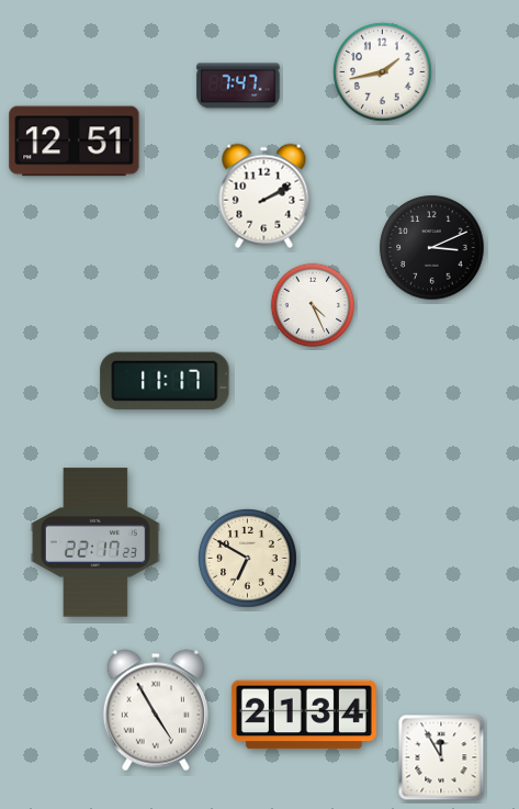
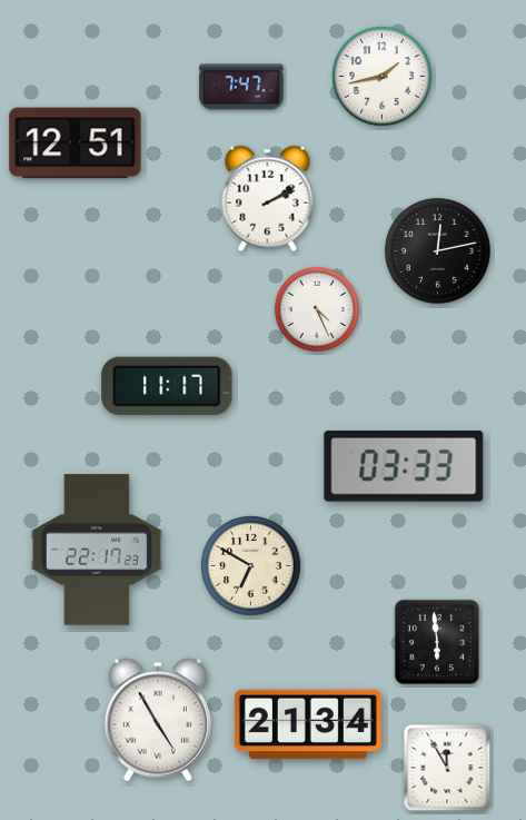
clock at (383, 72) position: (383, 72) -> (383, 77)
clock at (432, 248): 3:11 -> 12:13
clock at (404, 466): none -> 03:33
clock at (437, 642): none -> 5:59
